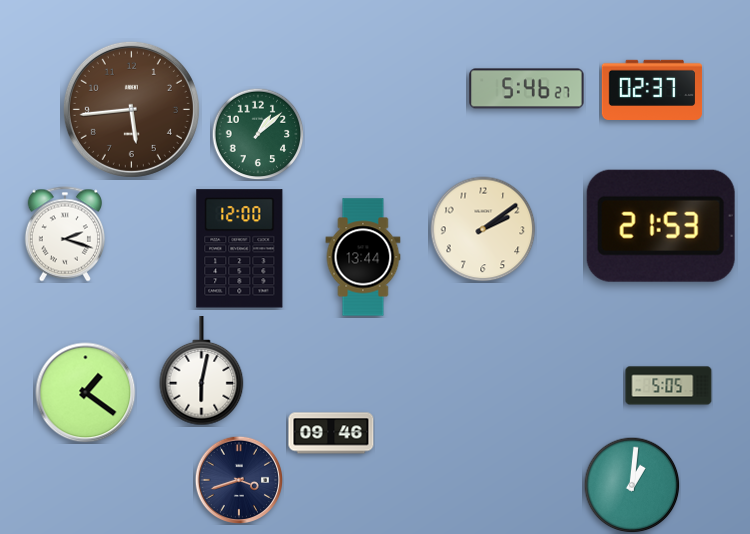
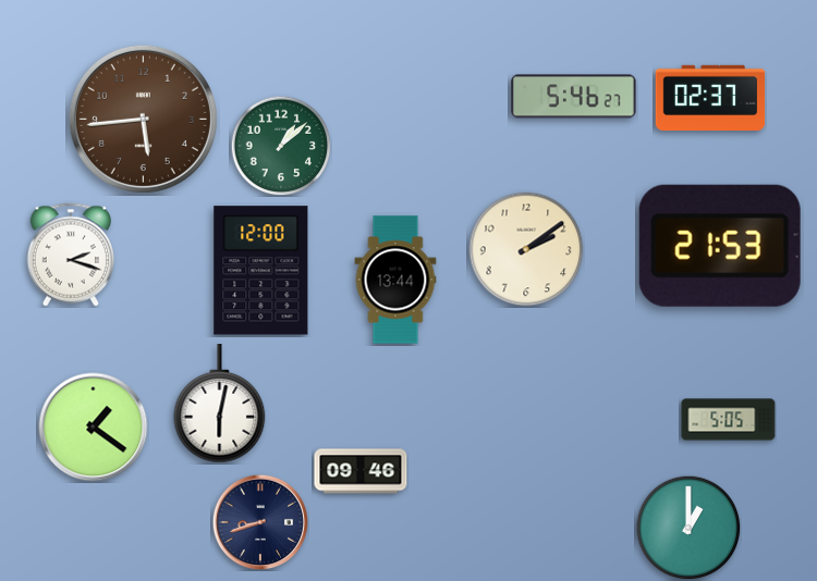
clock at (238, 479): 3:42 -> 8:42
clock at (632, 485): 1:01 -> 1:00
